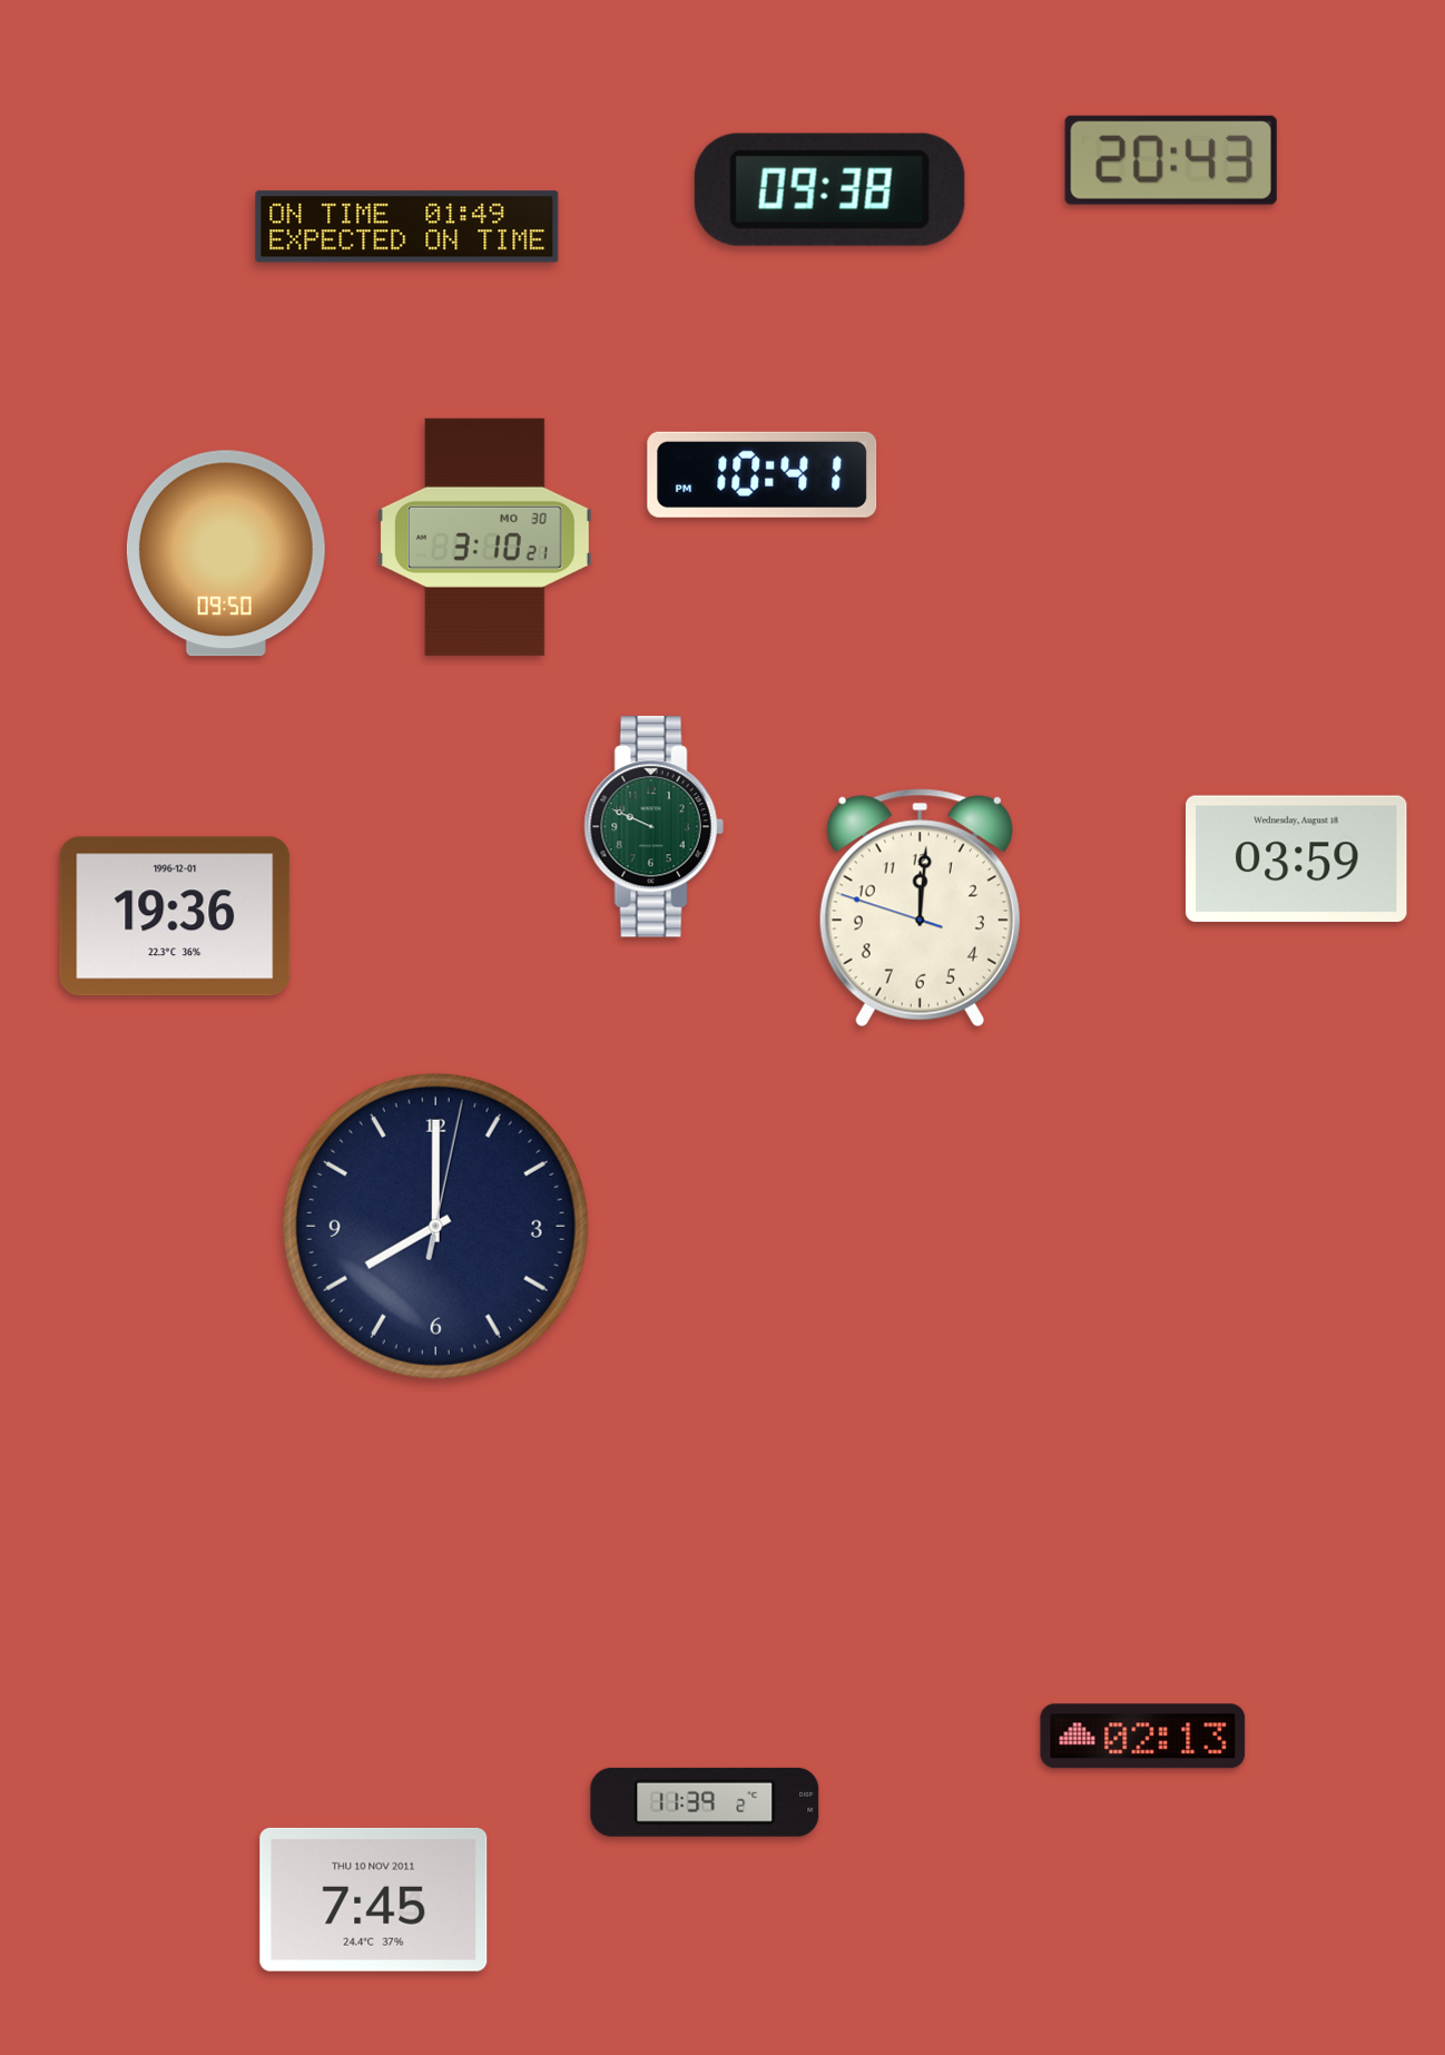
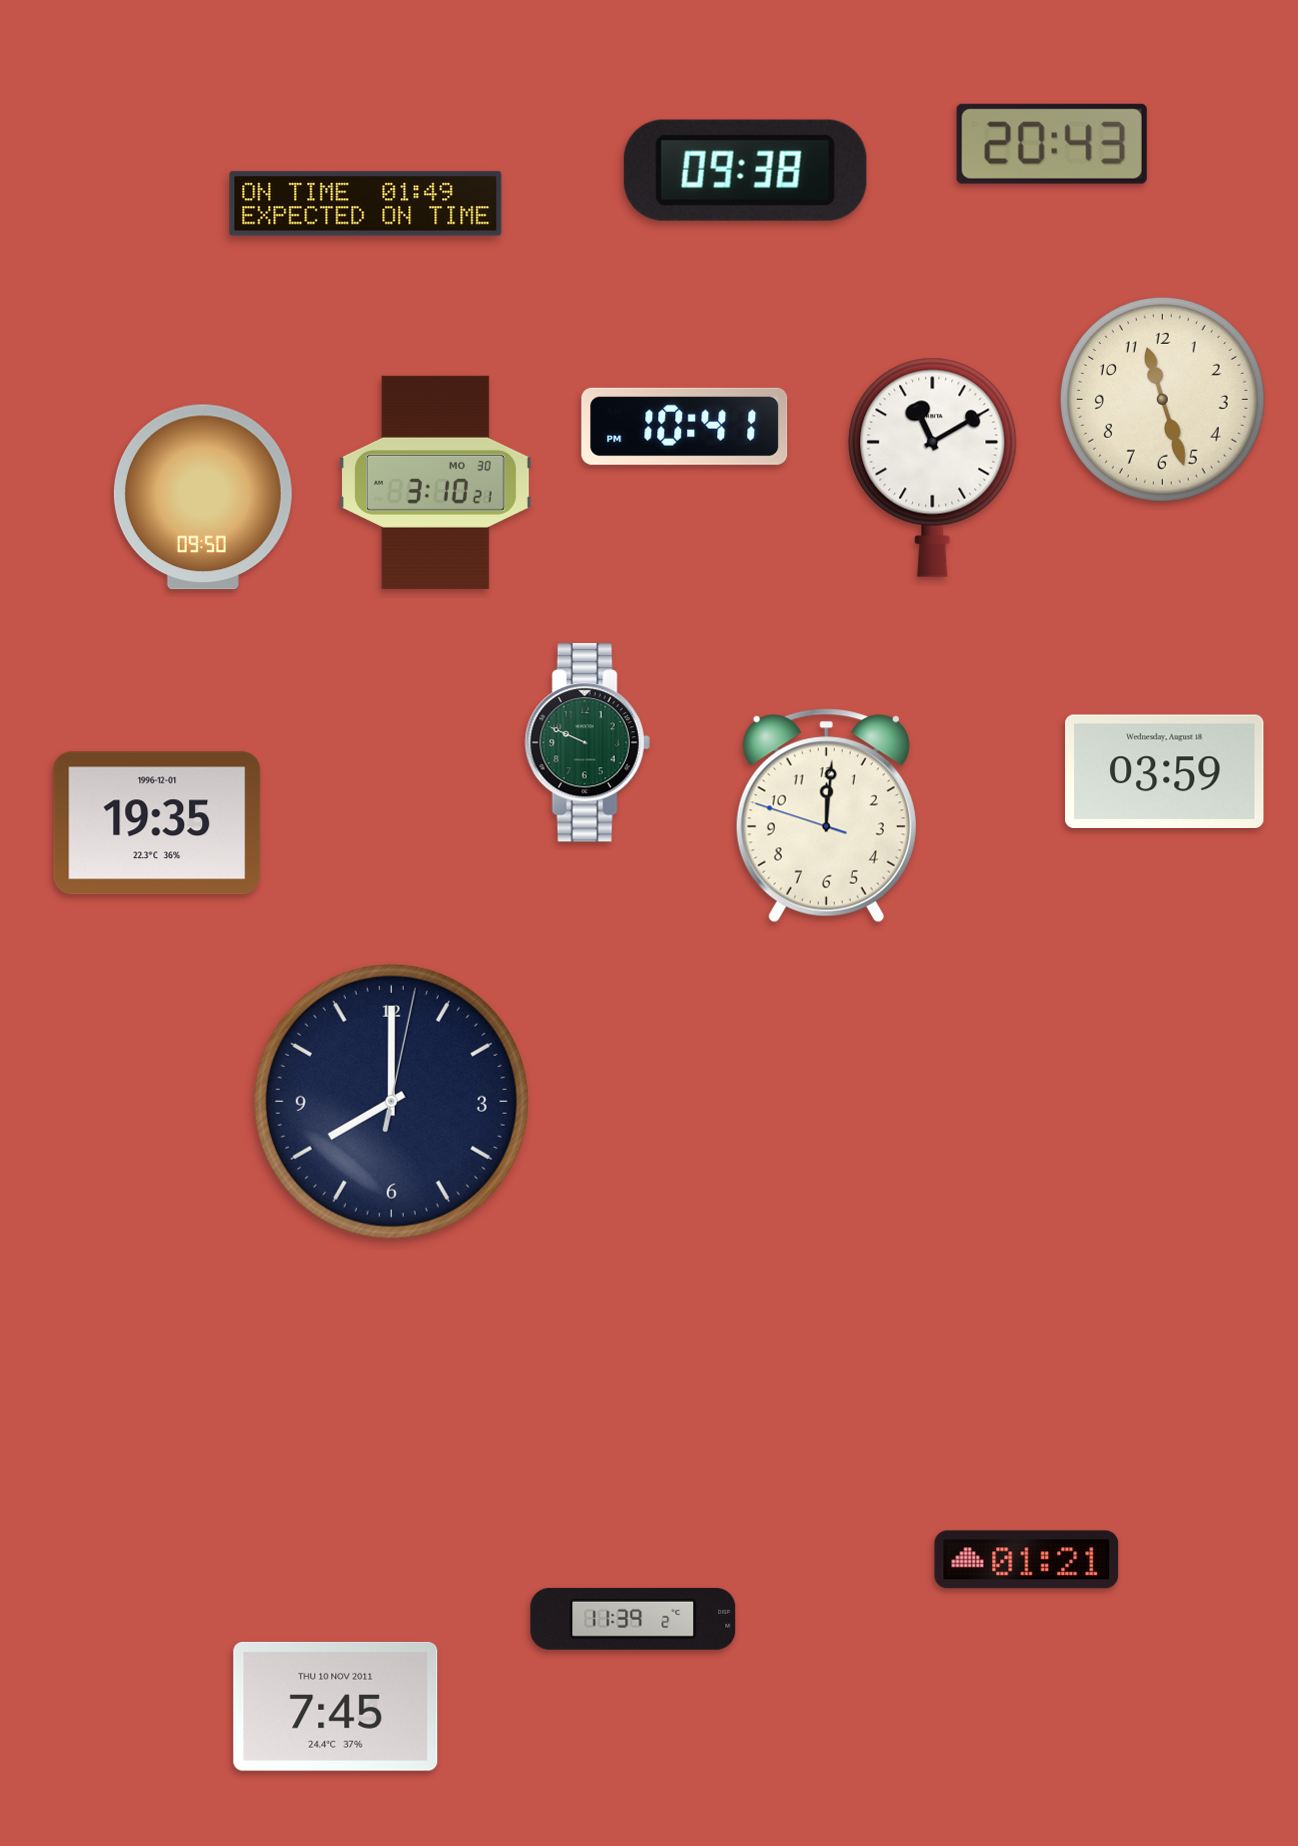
clock at (1162, 399): none -> 11:27
clock at (933, 467): none -> 11:10
clock at (175, 916): 19:36 -> 19:35
clock at (1143, 1737): 02:13 -> 01:21
